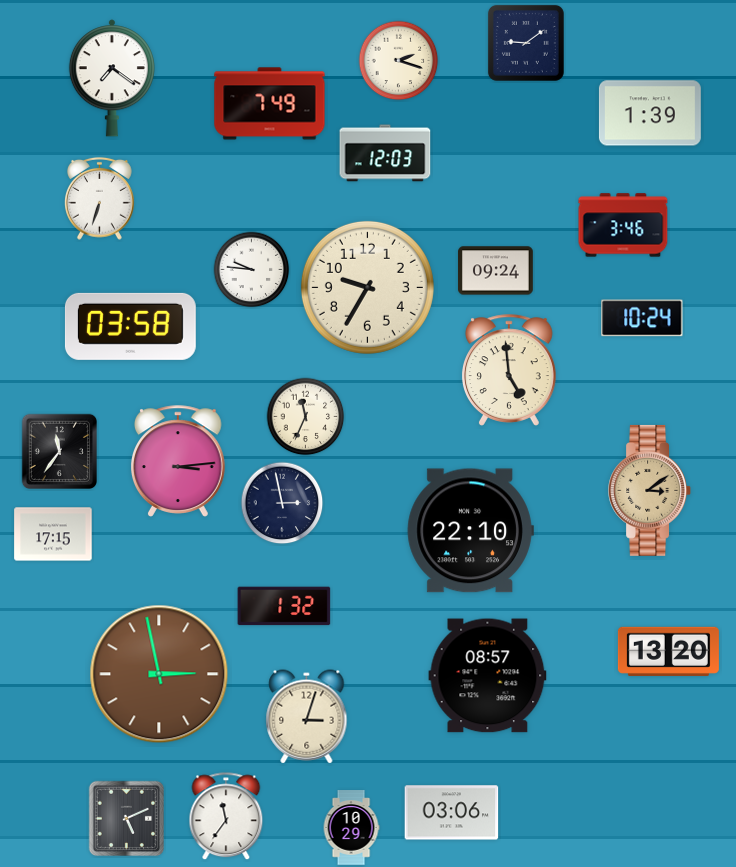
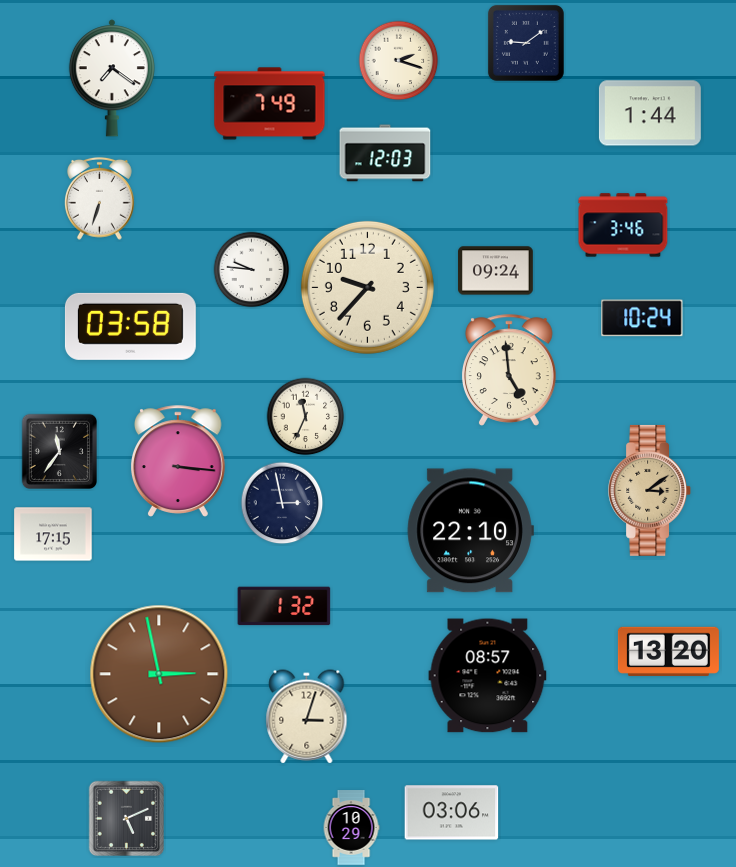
clock at (650, 113): 1:39 -> 1:44
clock at (367, 287): 9:35 -> 9:37
clock at (178, 461): 3:14 -> 3:16
clock at (226, 817): 11:36 -> none
